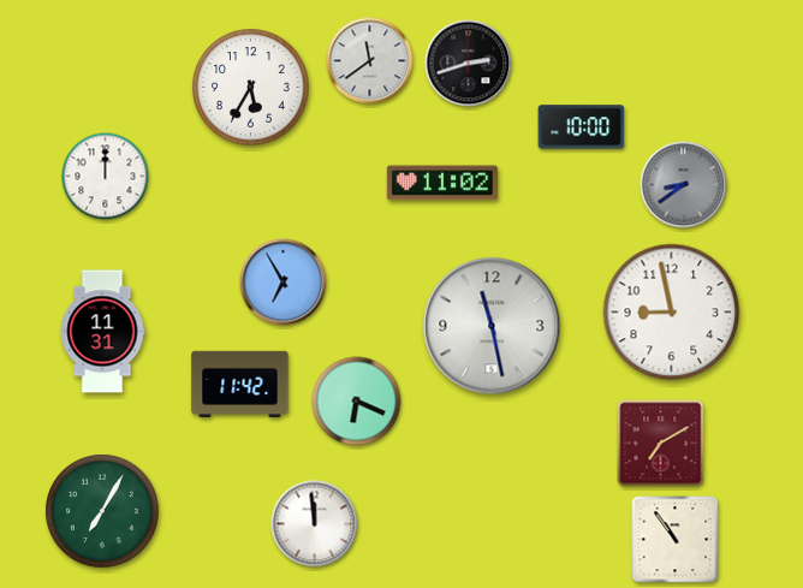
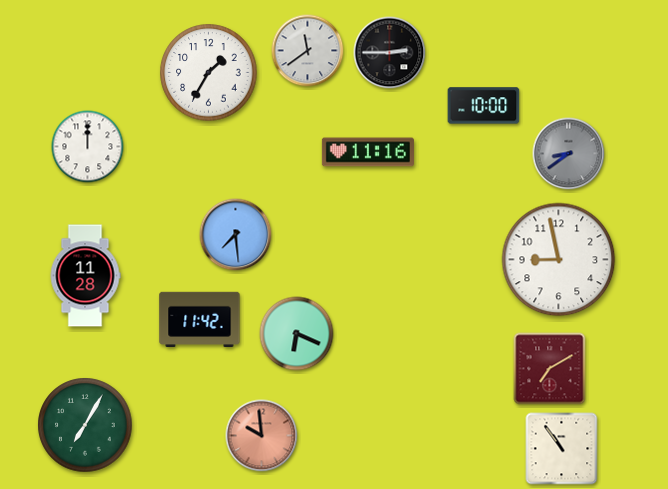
clock at (469, 64): 2:42 -> 2:45
clock at (251, 88): 5:35 -> 1:35
clock at (442, 183): 11:02 -> 11:16
clock at (284, 283): 6:55 -> 7:29
clock at (492, 326): 11:28 -> none
clock at (102, 332): 11:31 -> 11:28
clock at (315, 524): 11:59 -> 9:59
clock at (315, 524) dial: white -> salmon
